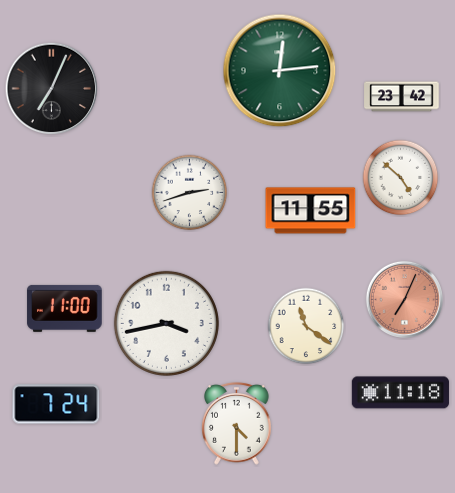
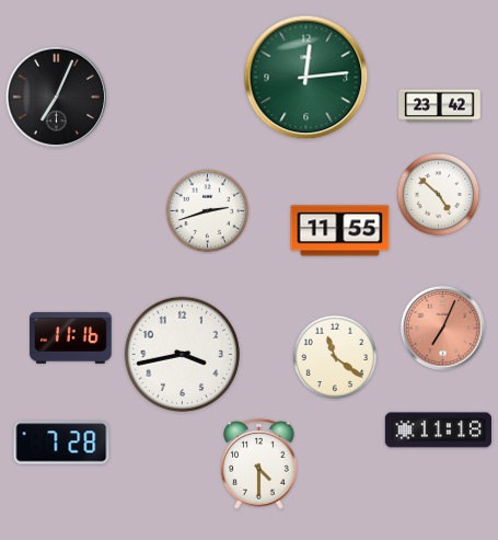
clock at (65, 308): 11:00 -> 11:16
clock at (56, 404): 7:24 -> 7:28
